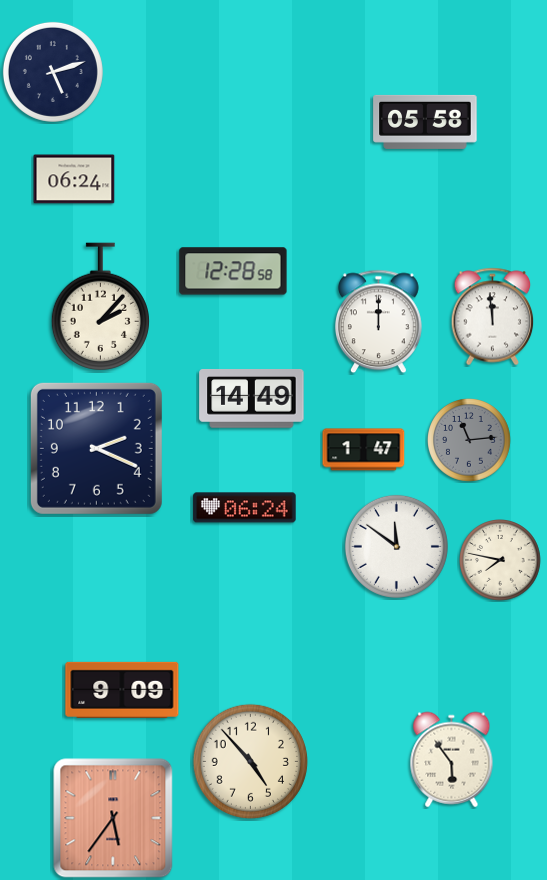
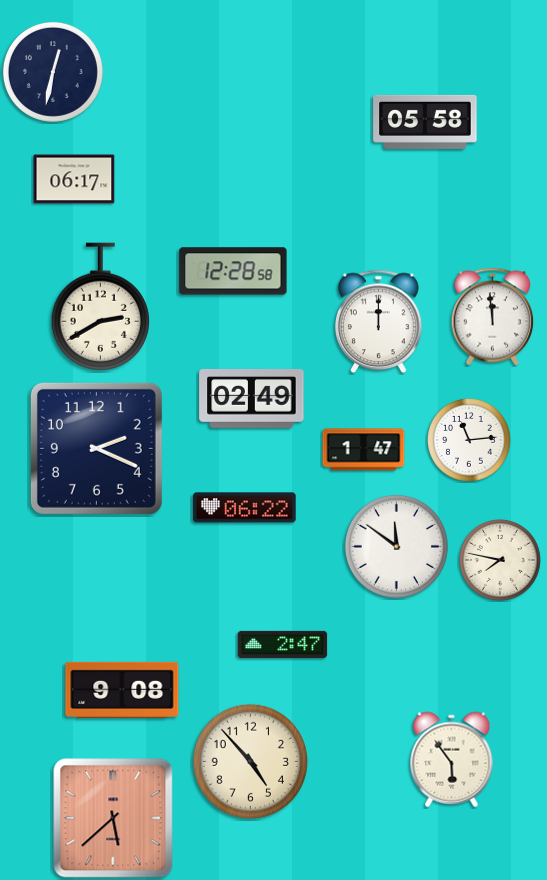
clock at (53, 72): 5:12 -> 12:32
clock at (74, 179): 06:24 -> 06:17
clock at (100, 307): 2:07 -> 2:40
clock at (252, 399): 14:49 -> 02:49
clock at (470, 441) dial: grey -> white
clock at (245, 508): 06:24 -> 06:22
clock at (283, 644): none -> 2:47
clock at (122, 690): 9:09 -> 9:08
clock at (113, 818): 5:36 -> 5:38
